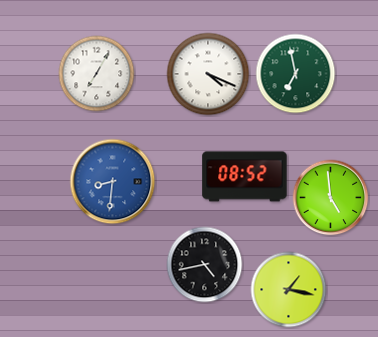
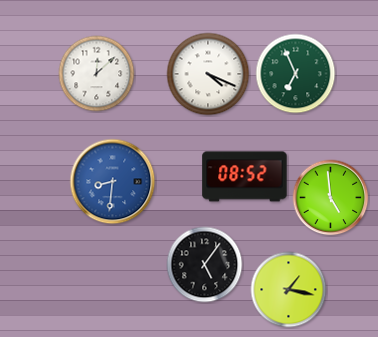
clock at (97, 74): 7:05 -> 12:08
clock at (296, 74): 6:58 -> 6:56
clock at (205, 265): 4:43 -> 5:06
